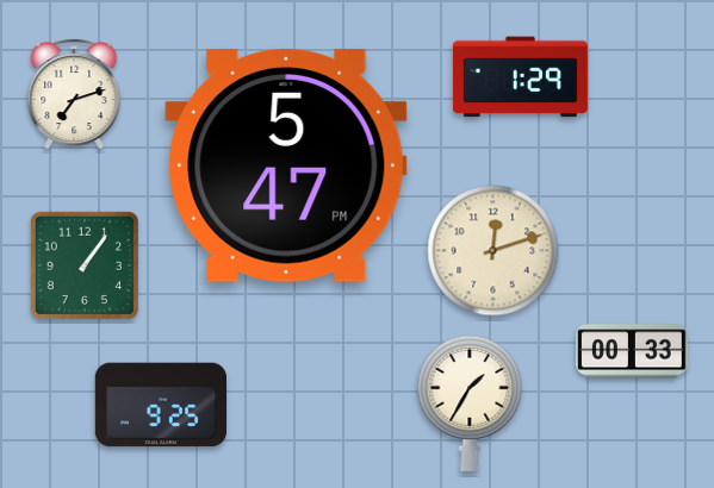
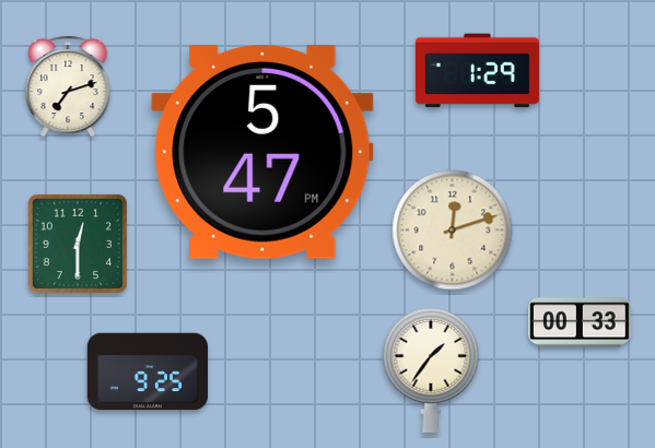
clock at (85, 265): 1:06 -> 12:30
clock at (470, 403): 1:35 -> 1:36
